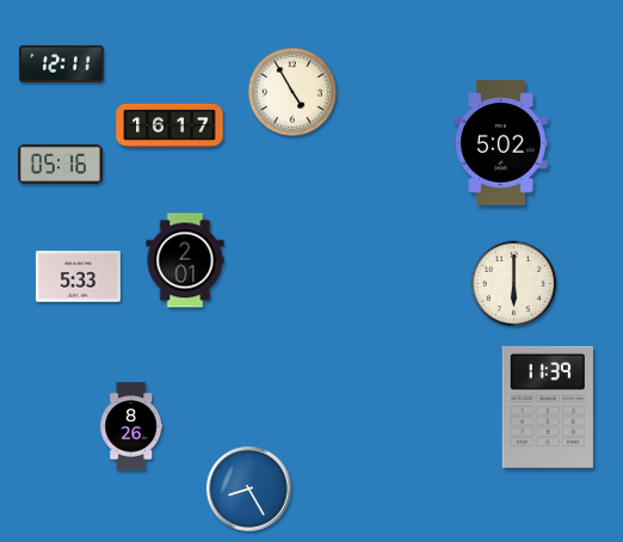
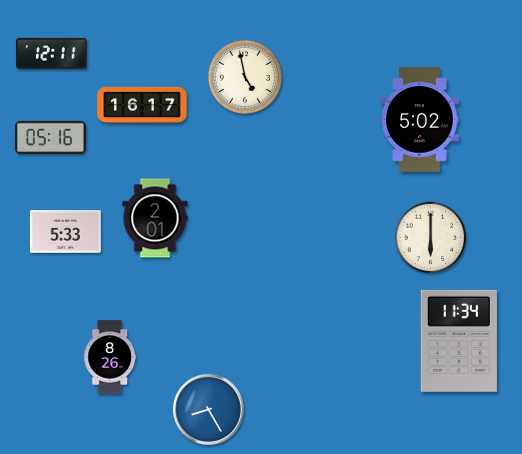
clock at (291, 91): 4:55 -> 4:58
clock at (548, 407): 11:39 -> 11:34
